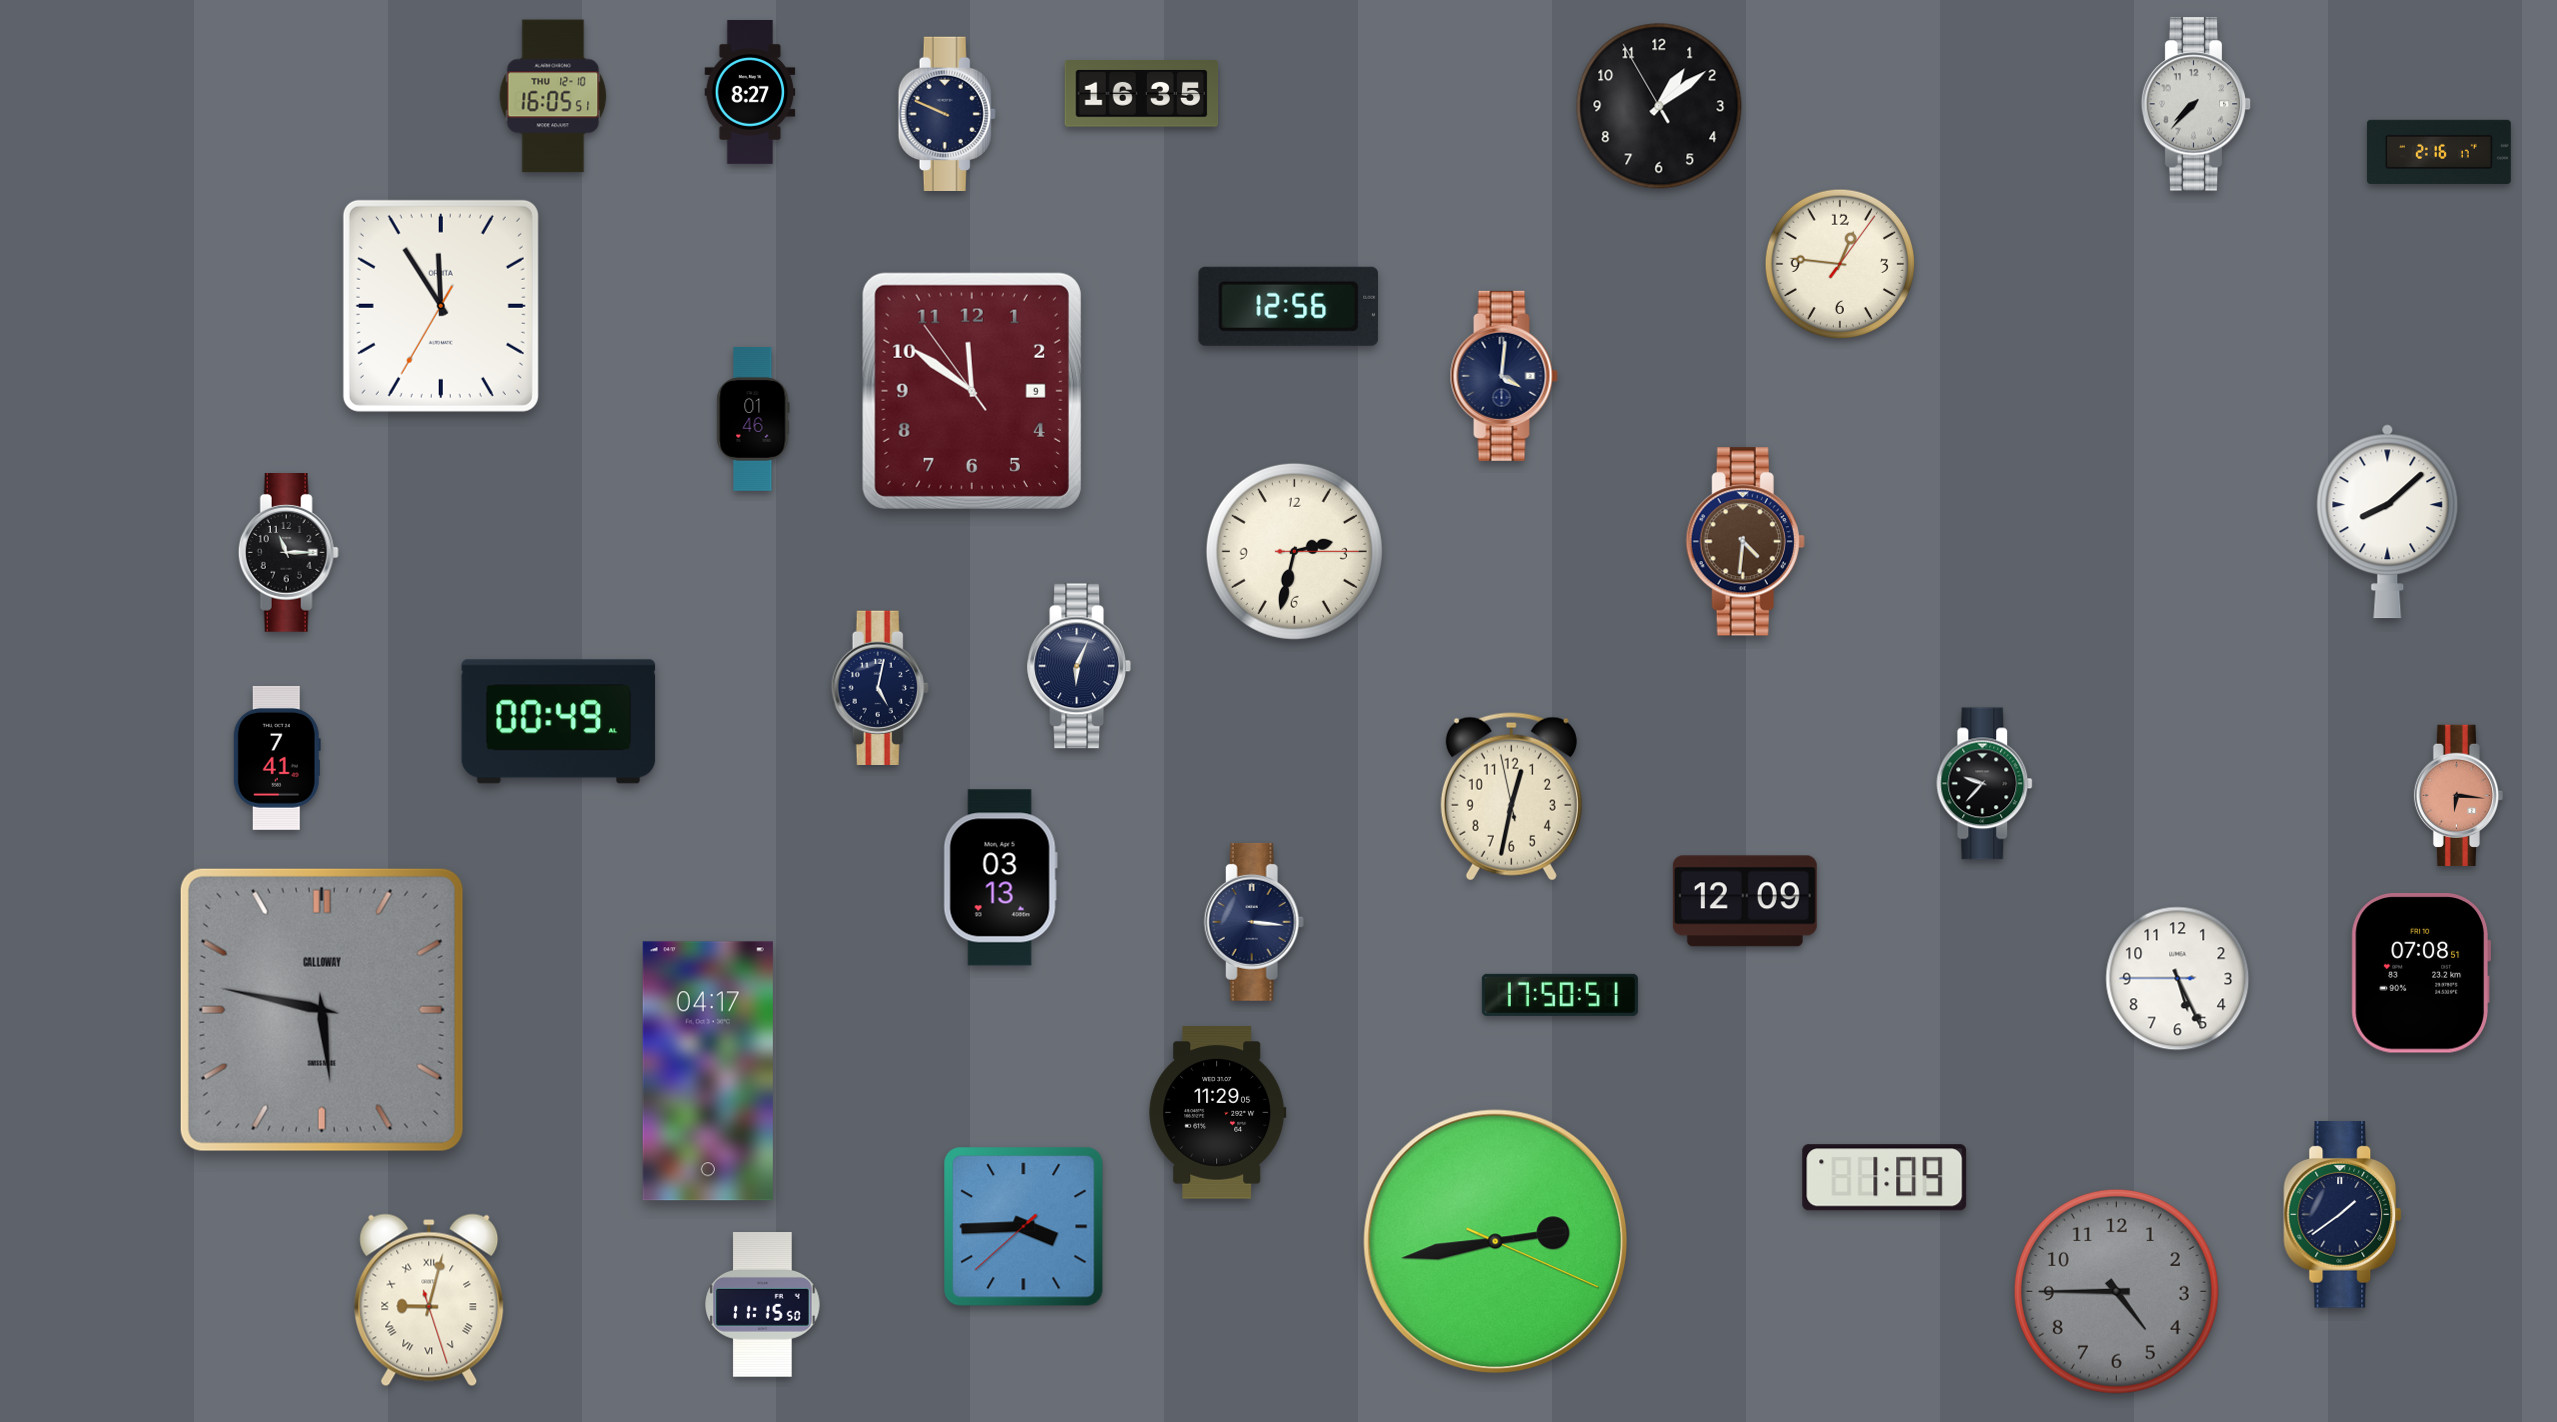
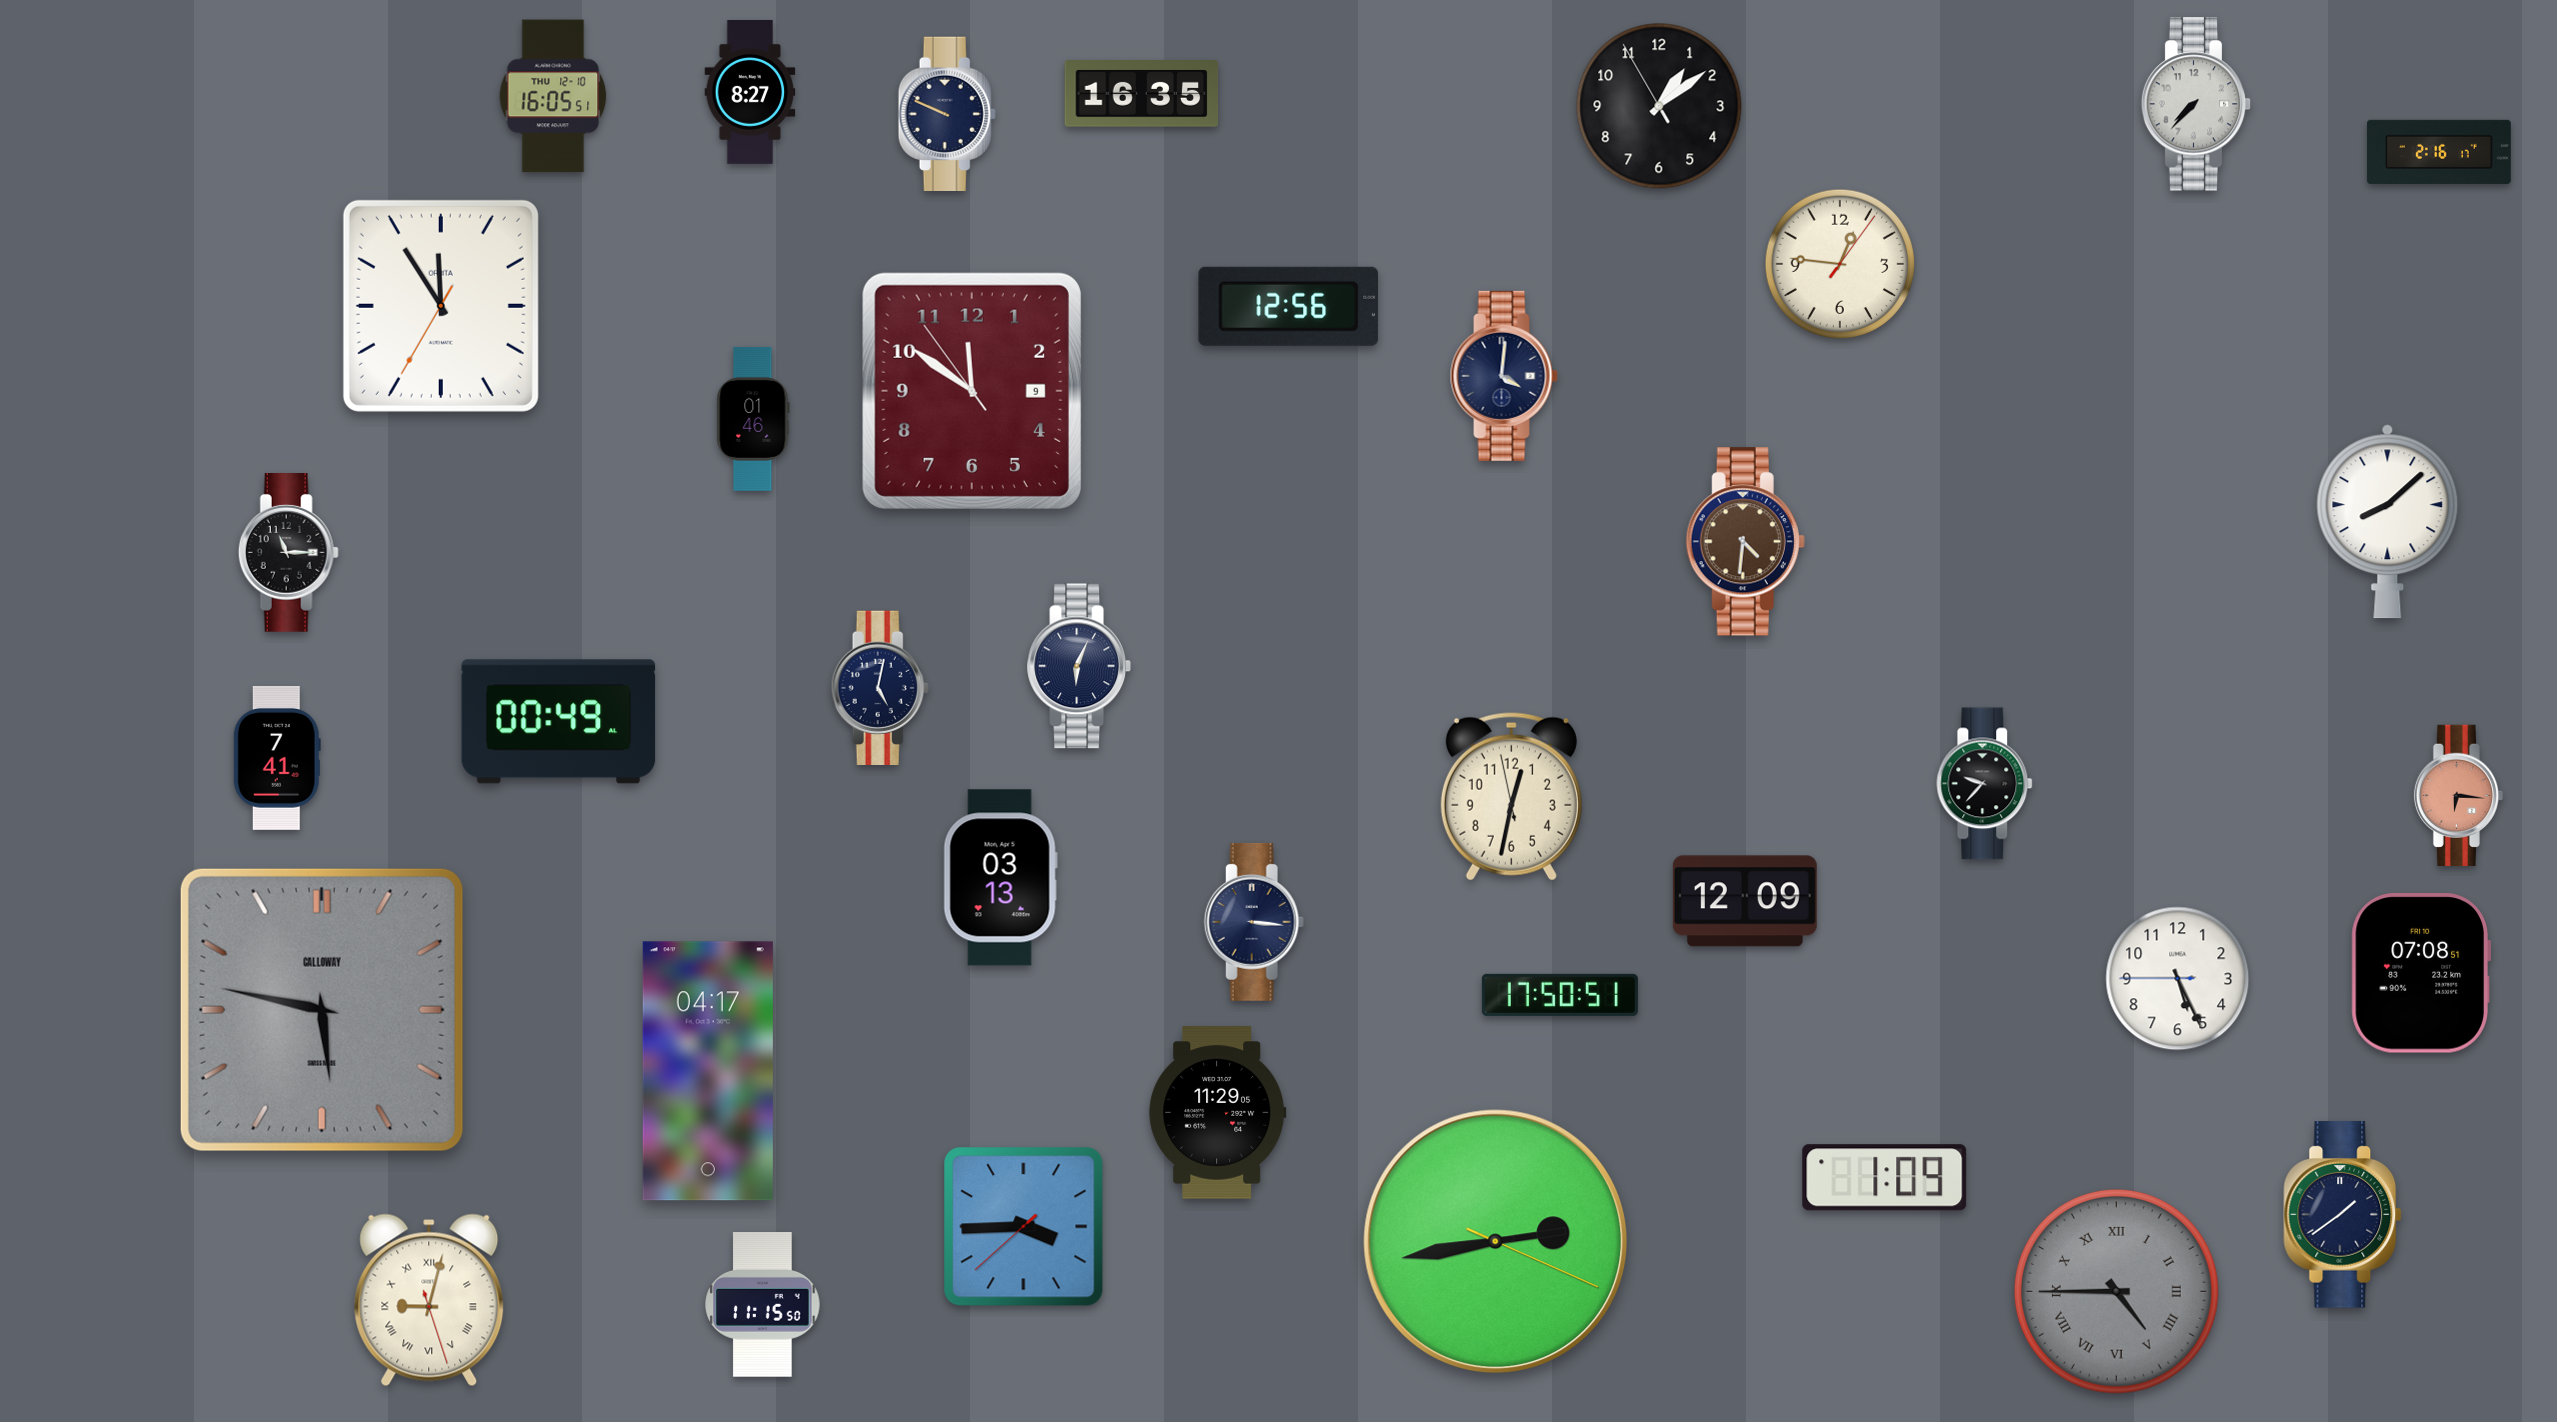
clock at (1294, 551): 2:32 -> none
clock at (2116, 1291) numerals: Arabic -> Roman
